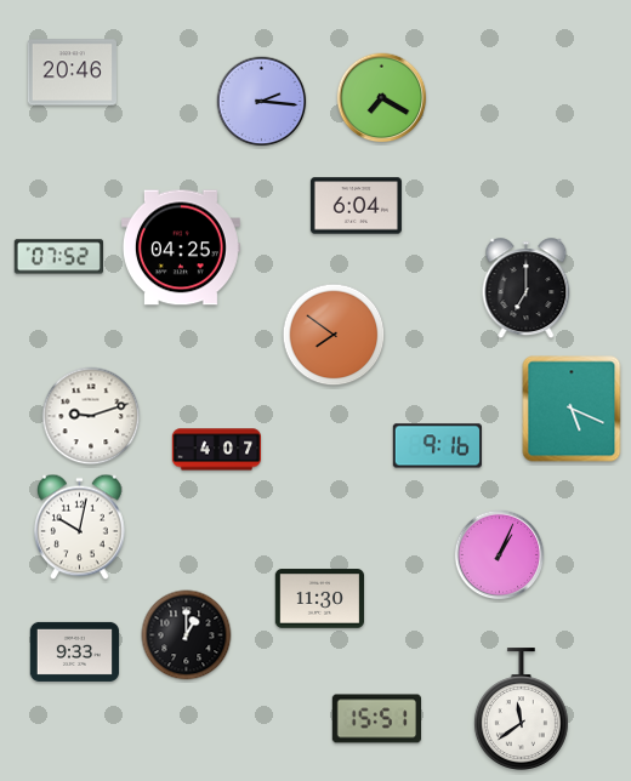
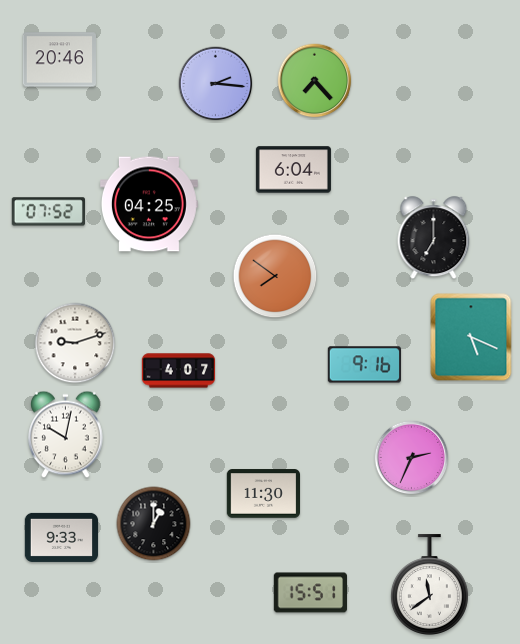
clock at (382, 98): 7:20 -> 7:23
clock at (437, 446) position: (437, 446) -> (364, 365)
clock at (500, 555): 1:04 -> 2:34
